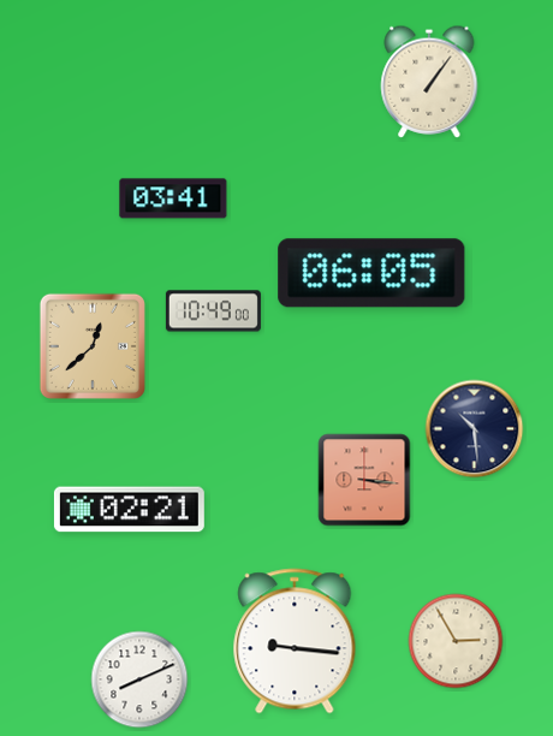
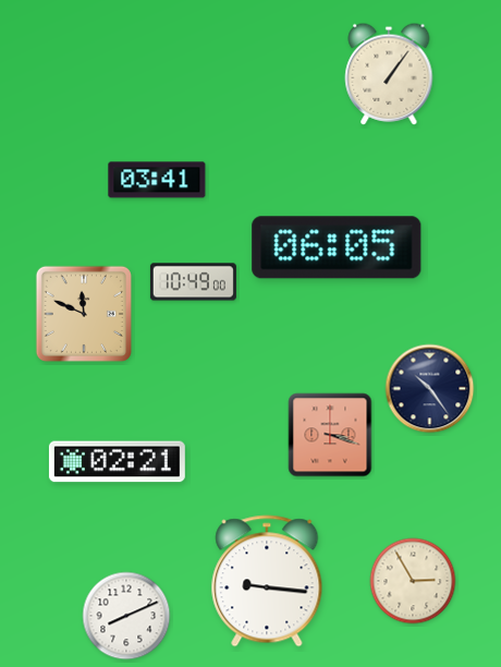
clock at (93, 346): 12:38 -> 11:49
clock at (475, 429): 10:29 -> 10:24
clock at (364, 480): 3:16 -> 3:18
